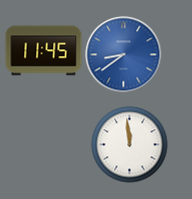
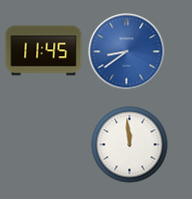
clock at (124, 55) position: (124, 55) -> (127, 52)
